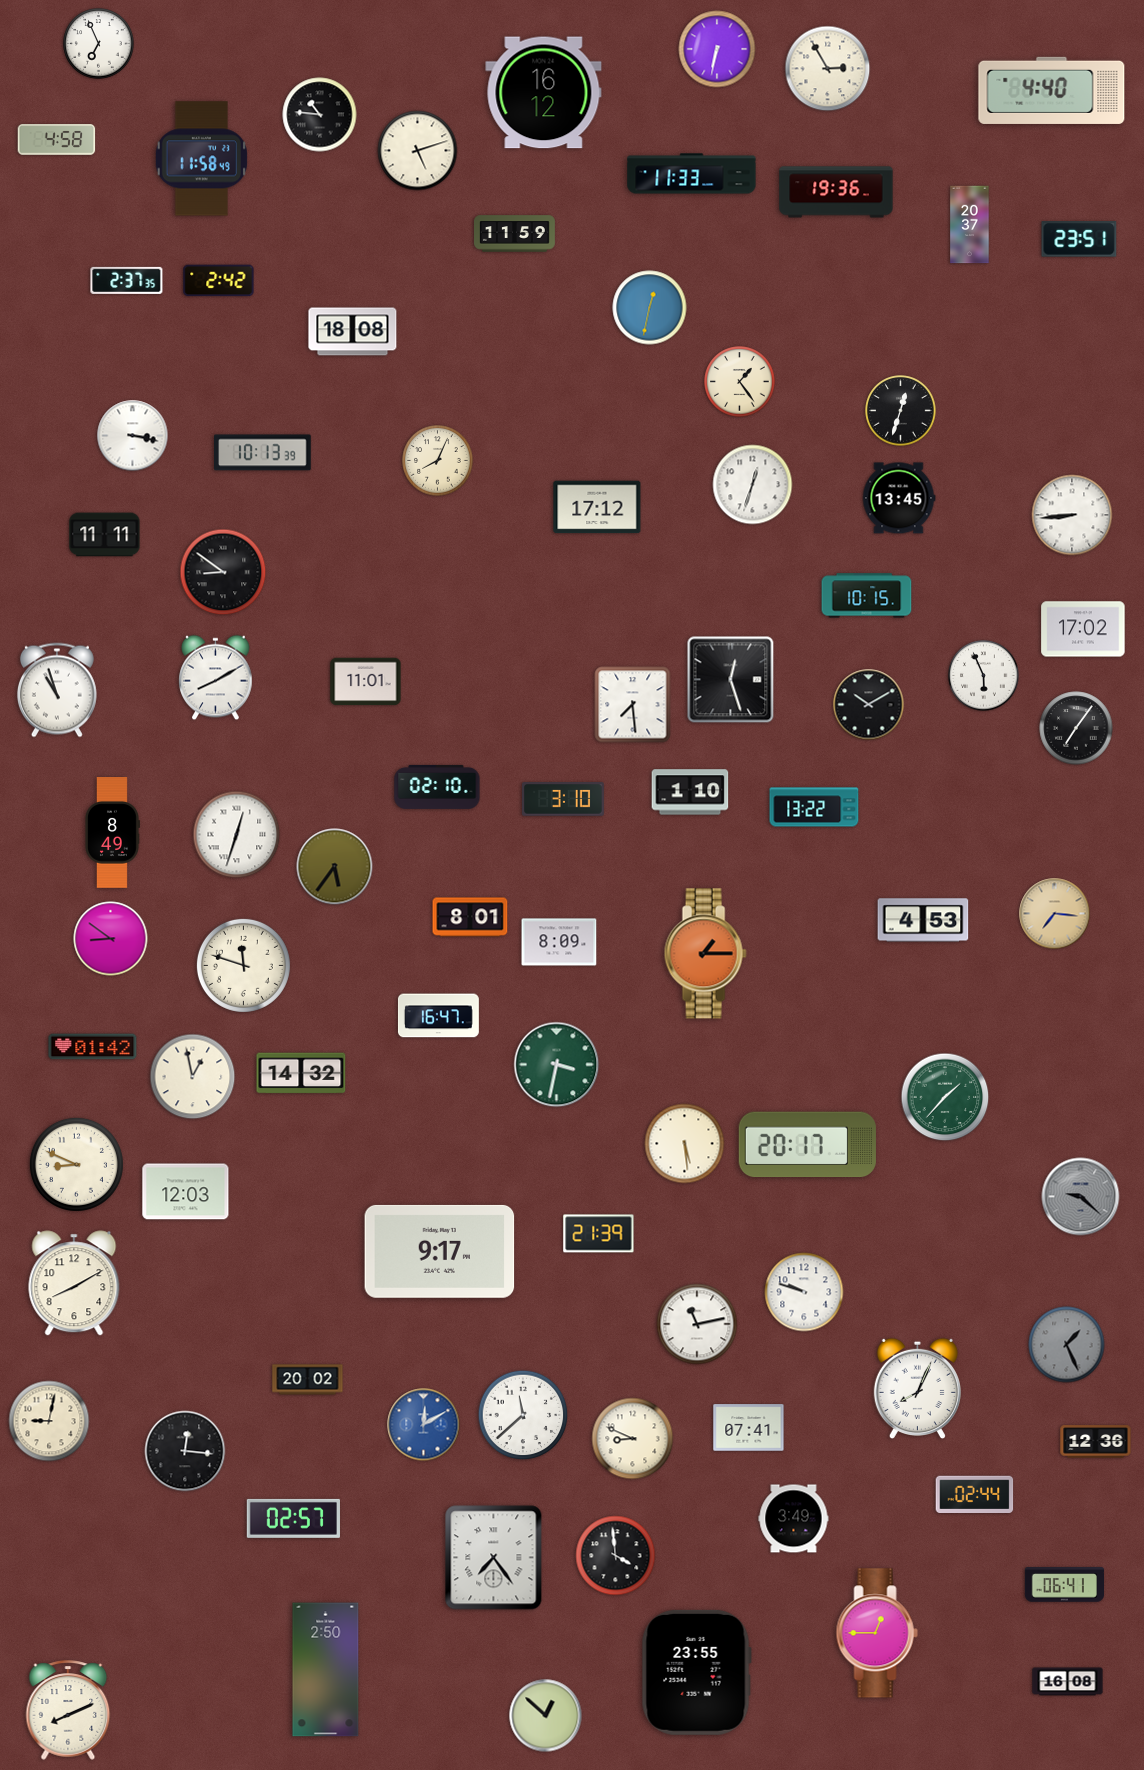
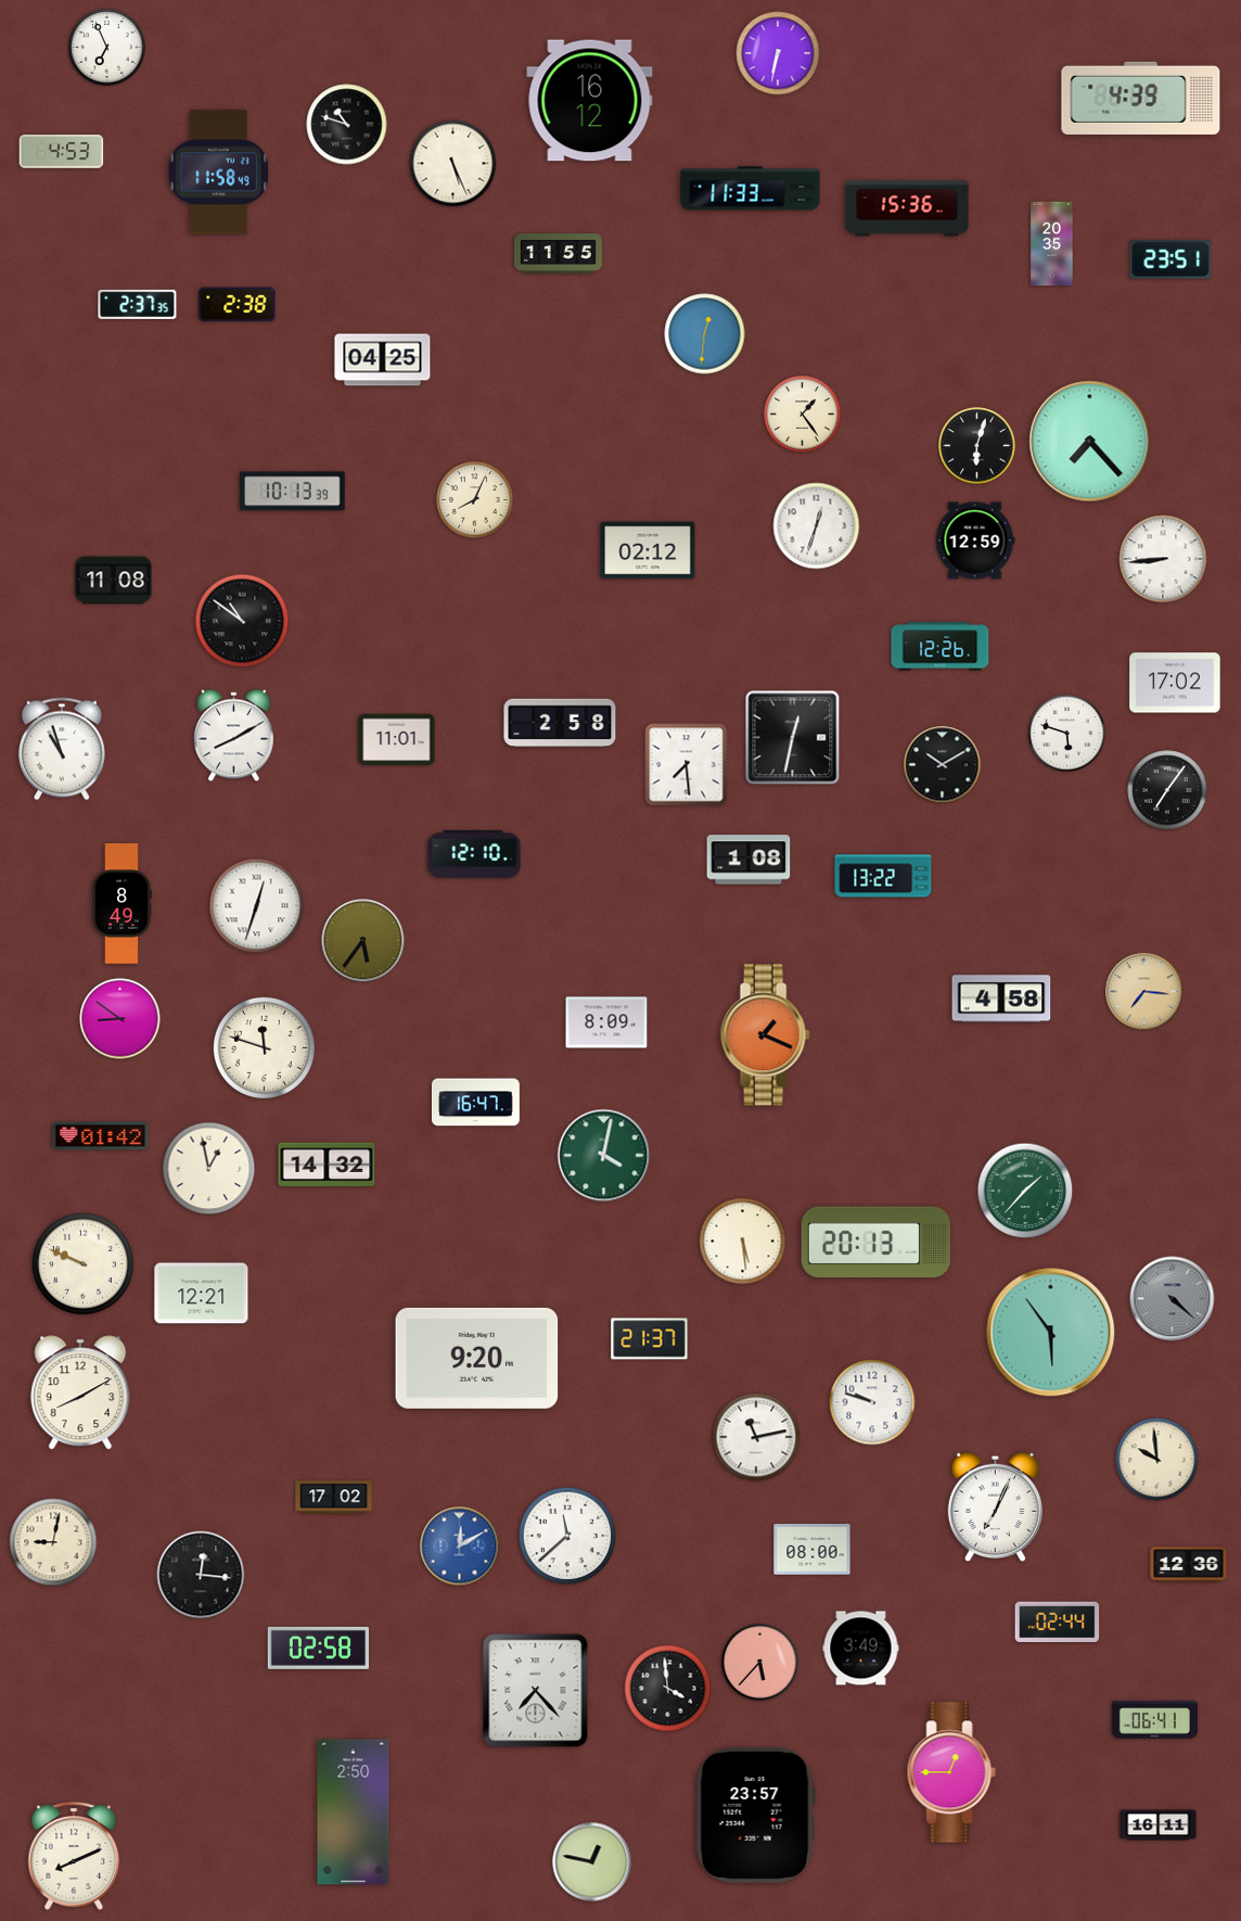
clock at (828, 69): 2:55 -> none
clock at (1052, 90): 4:40 -> 4:39
clock at (320, 115): 10:46 -> 10:48
clock at (57, 140): 4:58 -> 4:53
clock at (418, 151): 5:12 -> 5:26
clock at (836, 192): 19:36 -> 15:36
clock at (970, 225): 20:37 -> 20:35
clock at (515, 234): 11:59 -> 11:55
clock at (219, 281): 2:42 -> 2:38
clock at (650, 308): 12:32 -> 12:31
clock at (353, 332): 18:08 -> 04:25
clock at (1090, 442): none -> 7:23
clock at (901, 411): 12:33 -> 6:03
clock at (133, 436): 3:17 -> none
clock at (263, 453) position: (263, 453) -> (293, 492)
clock at (899, 498): 13:45 -> 12:59
clock at (597, 507): 17:12 -> 02:12
clock at (105, 535): 11:11 -> 11:08
clock at (223, 572): 8:51 -> 10:51
clock at (867, 596): 10:15 -> 12:26
clock at (560, 723): none -> 2:58
clock at (984, 676): 5:56 -> 5:48
clock at (731, 680): 12:27 -> 12:32
clock at (437, 787): 02:10 -> 12:10
clock at (690, 792): 1:10 -> 1:08
clock at (563, 799): 3:10 -> none
clock at (470, 917): 8:01 -> none
clock at (923, 920): 4:53 -> 4:58
clock at (705, 954): 1:15 -> 1:19
clock at (557, 1065): 3:32 -> 4:02
clock at (807, 1145): 20:17 -> 20:13
clock at (76, 1164): 8:49 -> 9:49
clock at (186, 1192): 12:03 -> 12:21
clock at (1081, 1197): 9:22 -> 4:22
clock at (1051, 1333): none -> 5:54
clock at (599, 1234): 21:39 -> 21:37
clock at (440, 1251): 9:17 -> 9:20
clock at (1067, 1345): 1:26 -> 9:59
clock at (1067, 1345) dial: grey -> cream
clock at (308, 1380): 20:02 -> 17:02
clock at (917, 1388): 8:04 -> 7:04
clock at (749, 1428): 07:41 -> 08:00
clock at (633, 1439): 8:49 -> none
clock at (293, 1518): 02:57 -> 02:58
clock at (760, 1663): none -> 5:37
clock at (494, 1558): 7:24 -> 7:23
clock at (696, 1672): 23:55 -> 23:57
clock at (1068, 1682): 16:08 -> 16:11
clock at (546, 1716): 12:52 -> 12:47
